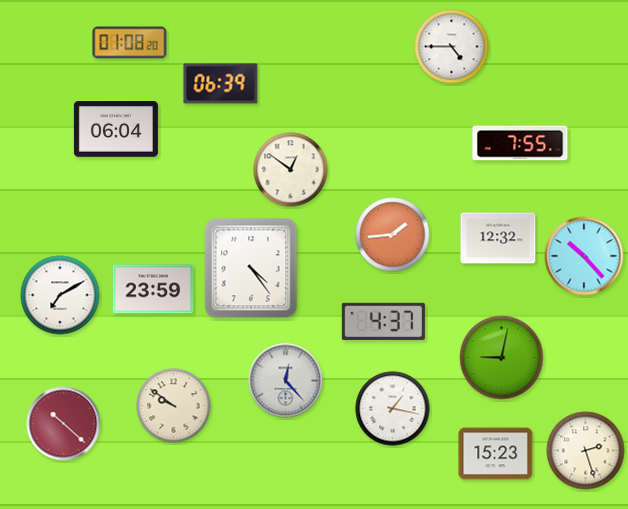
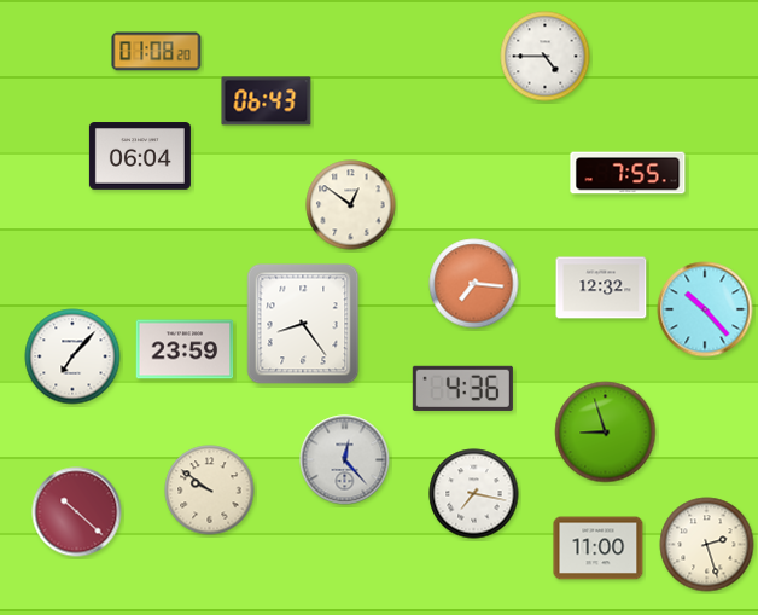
clock at (221, 84): 06:39 -> 06:43
clock at (393, 235): 1:44 -> 7:16
clock at (251, 268): 4:24 -> 8:24
clock at (60, 295): 7:10 -> 7:07
clock at (383, 321): 4:37 -> 4:36
clock at (502, 358): 9:02 -> 8:57
clock at (393, 409): 1:17 -> 7:17
clock at (496, 454): 15:23 -> 11:00
